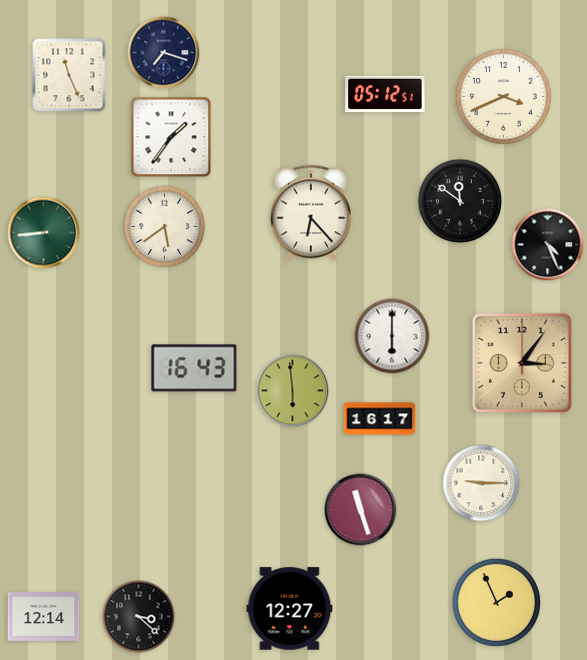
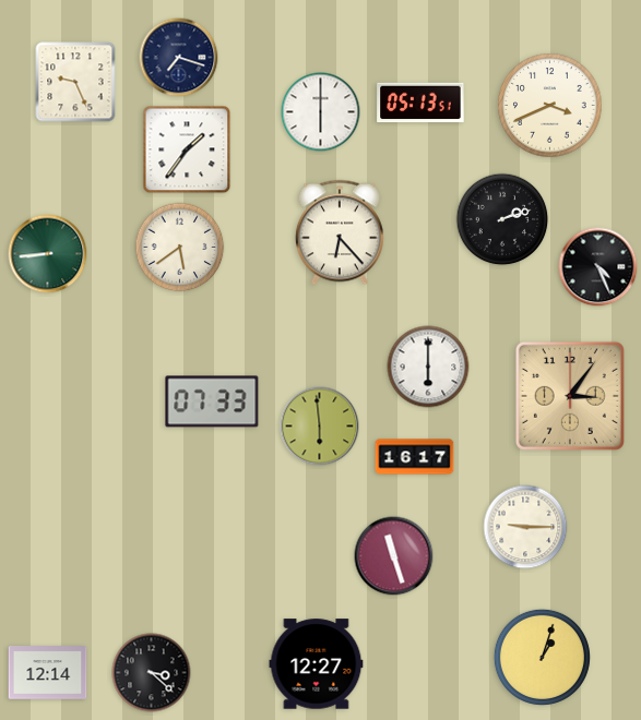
clock at (69, 75): 11:26 -> 9:26
clock at (385, 94): 05:12 -> 05:13
clock at (321, 112): none -> 6:00
clock at (460, 201): 11:51 -> 2:12
clock at (194, 368): 16:43 -> 07:33
clock at (496, 602): 1:56 -> 1:03
